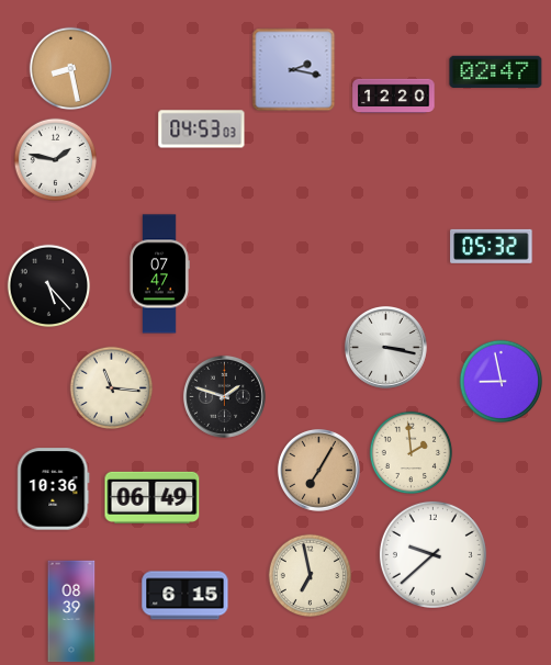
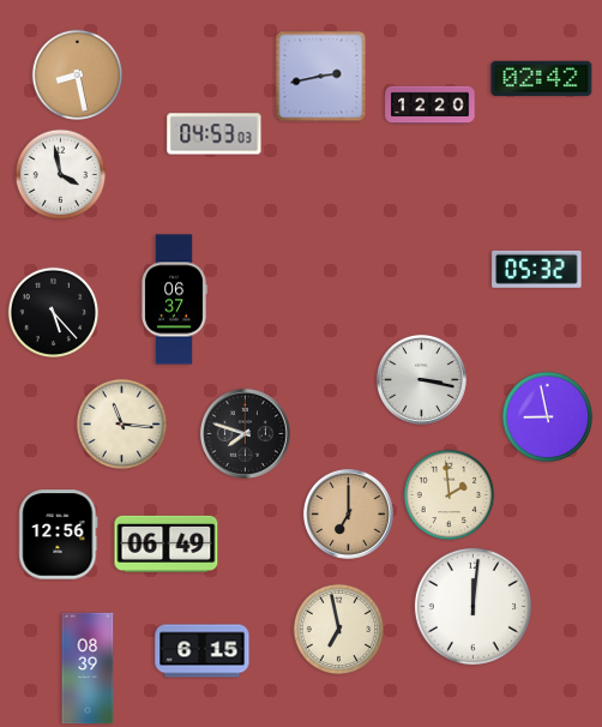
clock at (294, 70): 2:17 -> 2:43
clock at (496, 71): 02:47 -> 02:42
clock at (202, 129) position: (202, 129) -> (215, 134)
clock at (56, 160): 1:47 -> 3:58
clock at (159, 274): 07:47 -> 06:37
clock at (224, 396): 1:48 -> 7:48
clock at (318, 470): 7:05 -> 7:00
clock at (54, 489): 10:36 -> 12:56
clock at (432, 554): 9:38 -> 12:01
clock at (71, 611) position: (71, 611) -> (88, 668)
